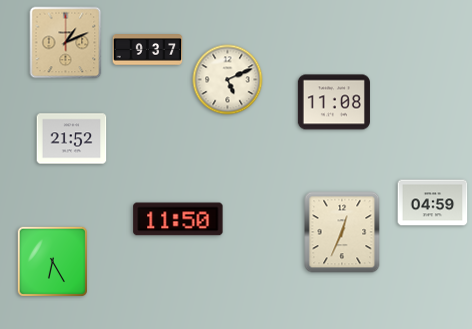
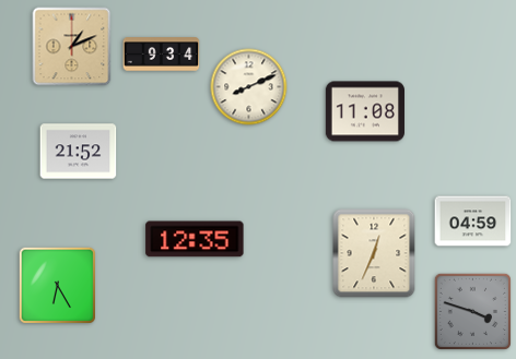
clock at (148, 50): 9:37 -> 9:34
clock at (228, 80): 5:11 -> 8:11
clock at (178, 219): 11:50 -> 12:35
clock at (472, 311): none -> 3:48
